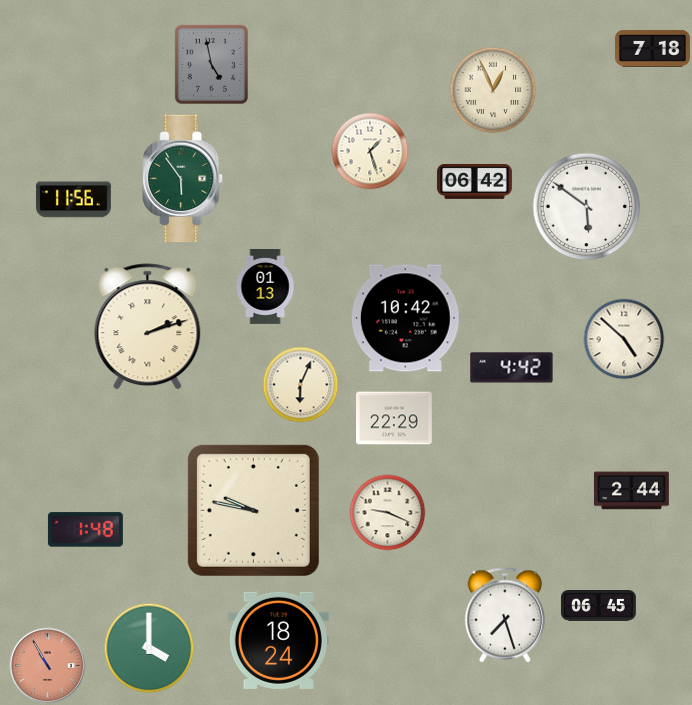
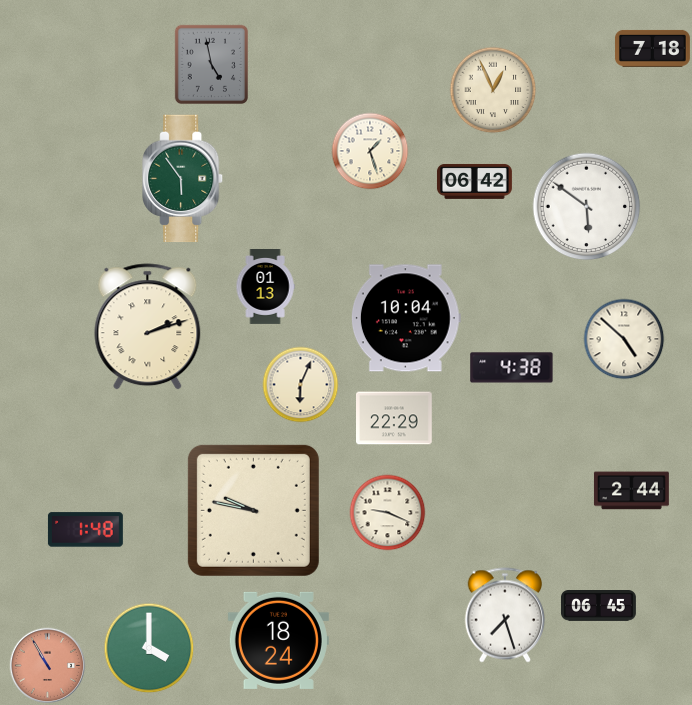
clock at (73, 200): 11:56 -> none
clock at (406, 318): 10:42 -> 10:04
clock at (512, 368): 4:42 -> 4:38
